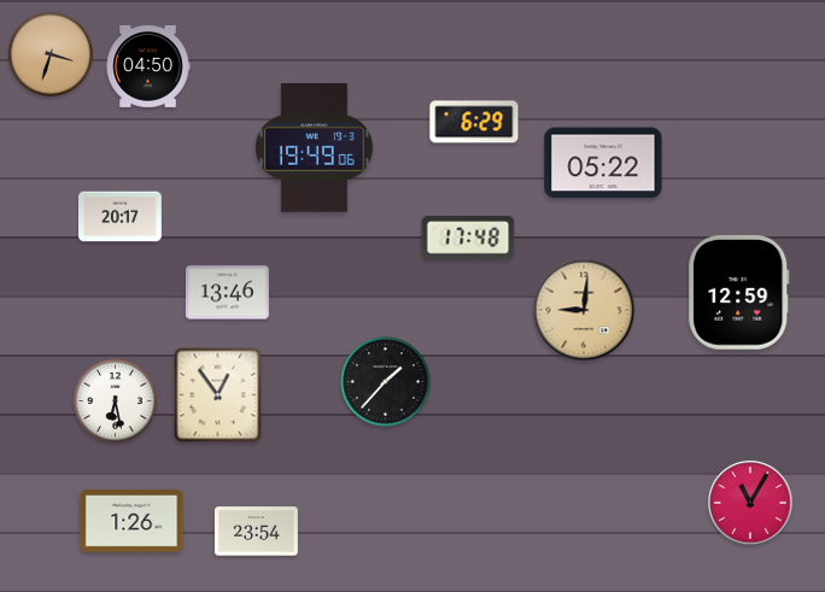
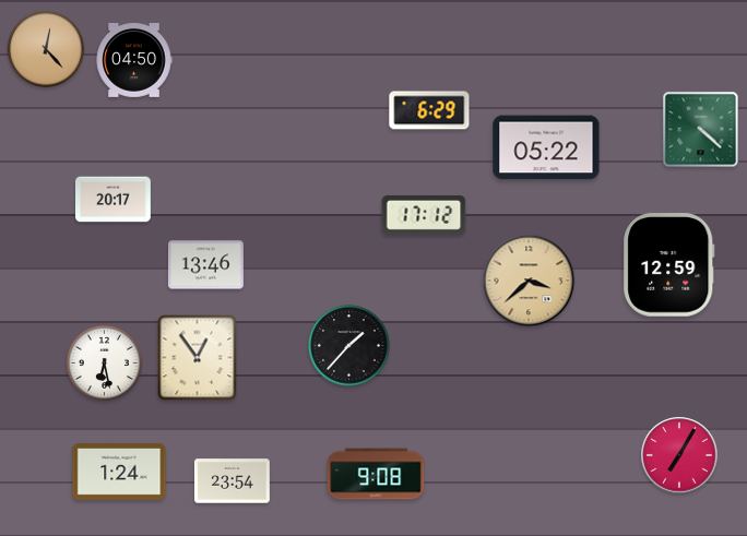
clock at (51, 54): 3:33 -> 12:23
clock at (701, 130): none -> 4:22
clock at (315, 148): 19:49 -> none
clock at (121, 217) position: (121, 217) -> (114, 200)
clock at (468, 238): 17:48 -> 17:12
clock at (584, 310): 9:01 -> 3:38
clock at (750, 503): 11:05 -> 7:05
clock at (131, 522): 1:26 -> 1:24
clock at (376, 474): none -> 9:08
